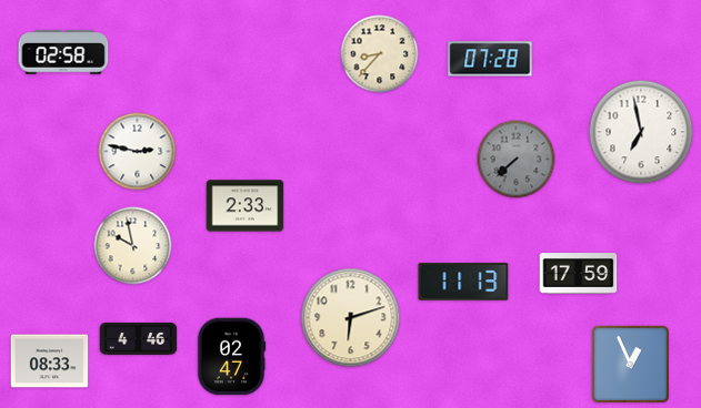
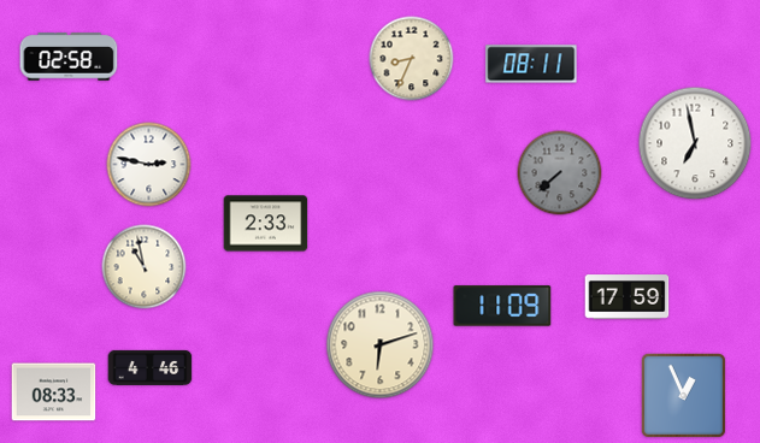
clock at (380, 54): 8:37 -> 8:34
clock at (490, 59): 07:28 -> 08:11
clock at (133, 246): 9:58 -> 10:58
clock at (463, 282): 11:13 -> 11:09
clock at (231, 357): 02:47 -> none
